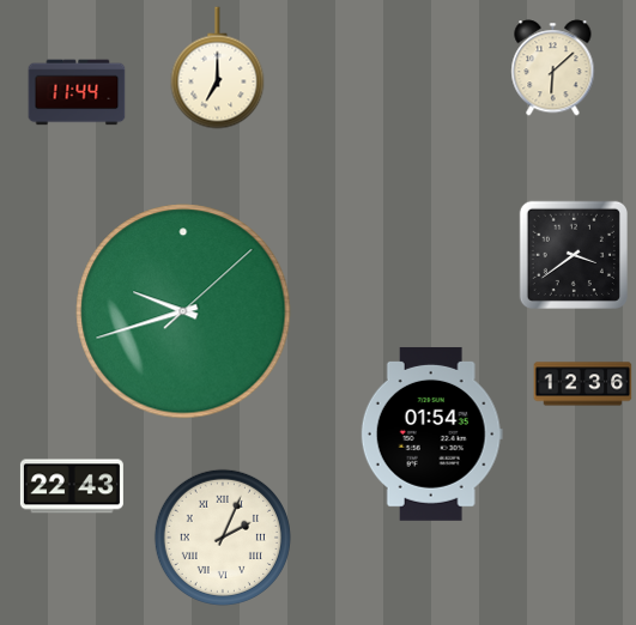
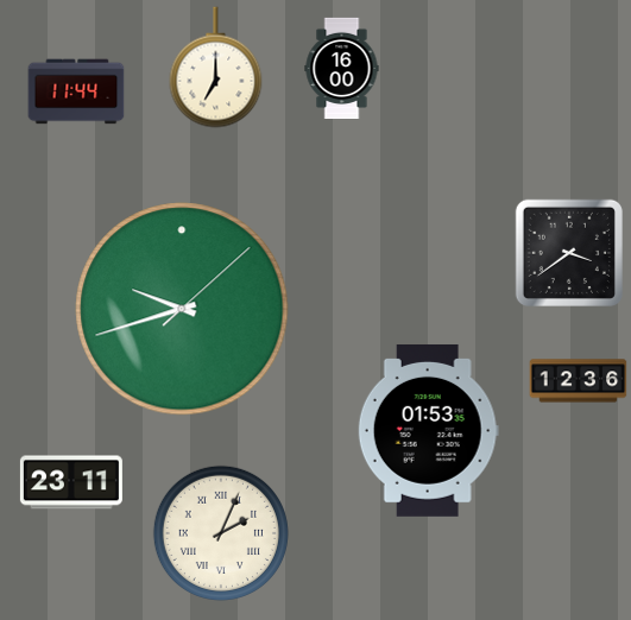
clock at (342, 68): none -> 16:00
clock at (553, 68): 6:08 -> none
clock at (431, 433): 01:54 -> 01:53
clock at (72, 486): 22:43 -> 23:11
